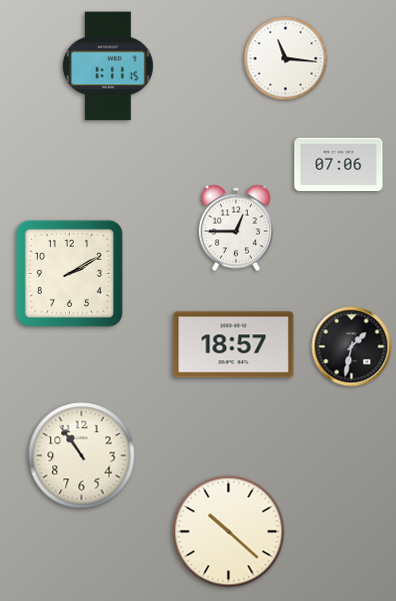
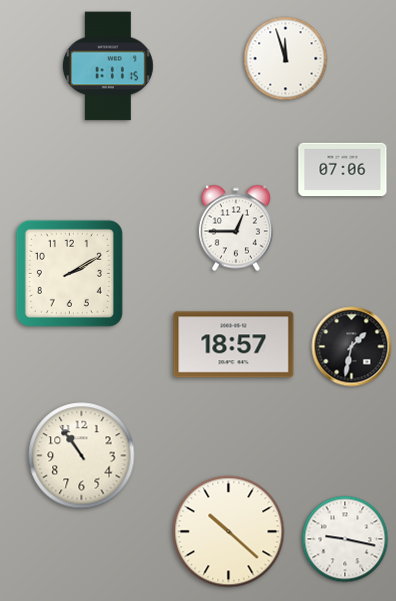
clock at (286, 59): 11:16 -> 11:57
clock at (339, 165) position: (339, 165) -> (343, 170)
clock at (345, 539): none -> 9:17
